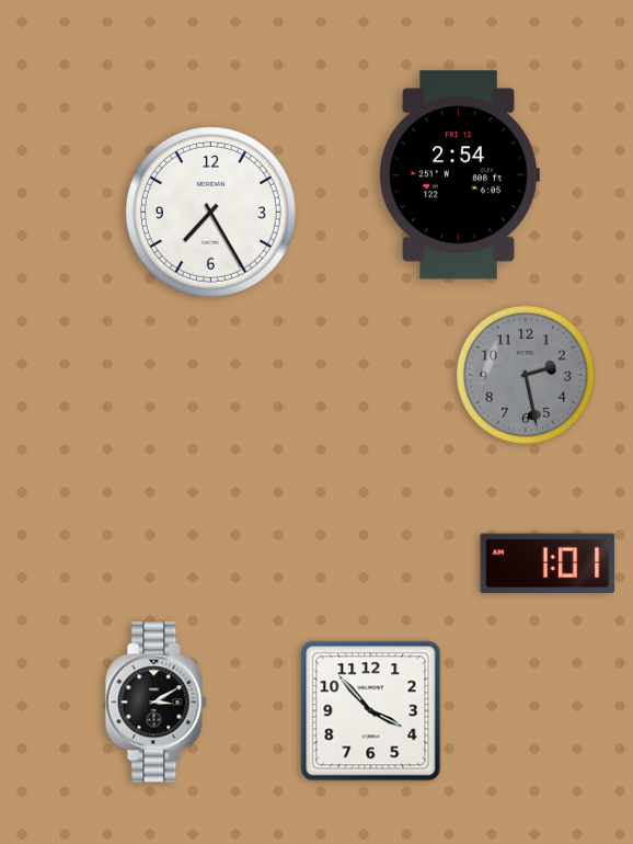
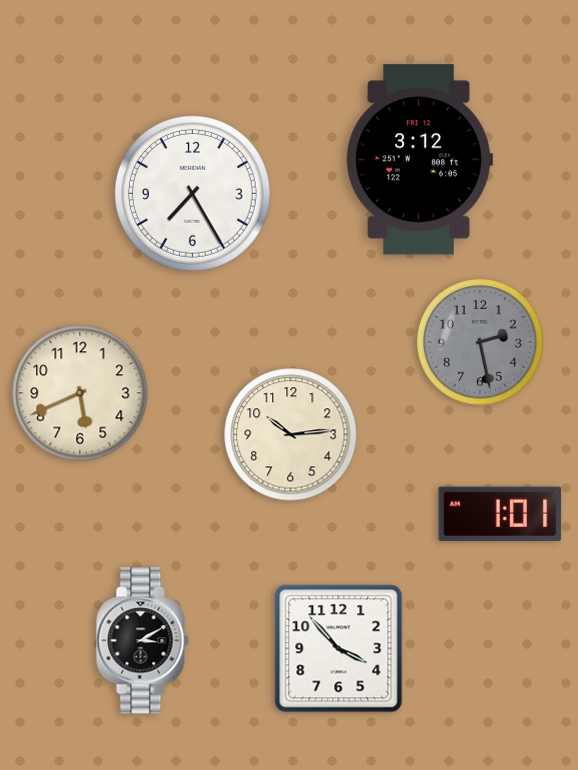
clock at (459, 175): 2:54 -> 3:12
clock at (80, 393): none -> 5:41
clock at (291, 435): none -> 10:14
